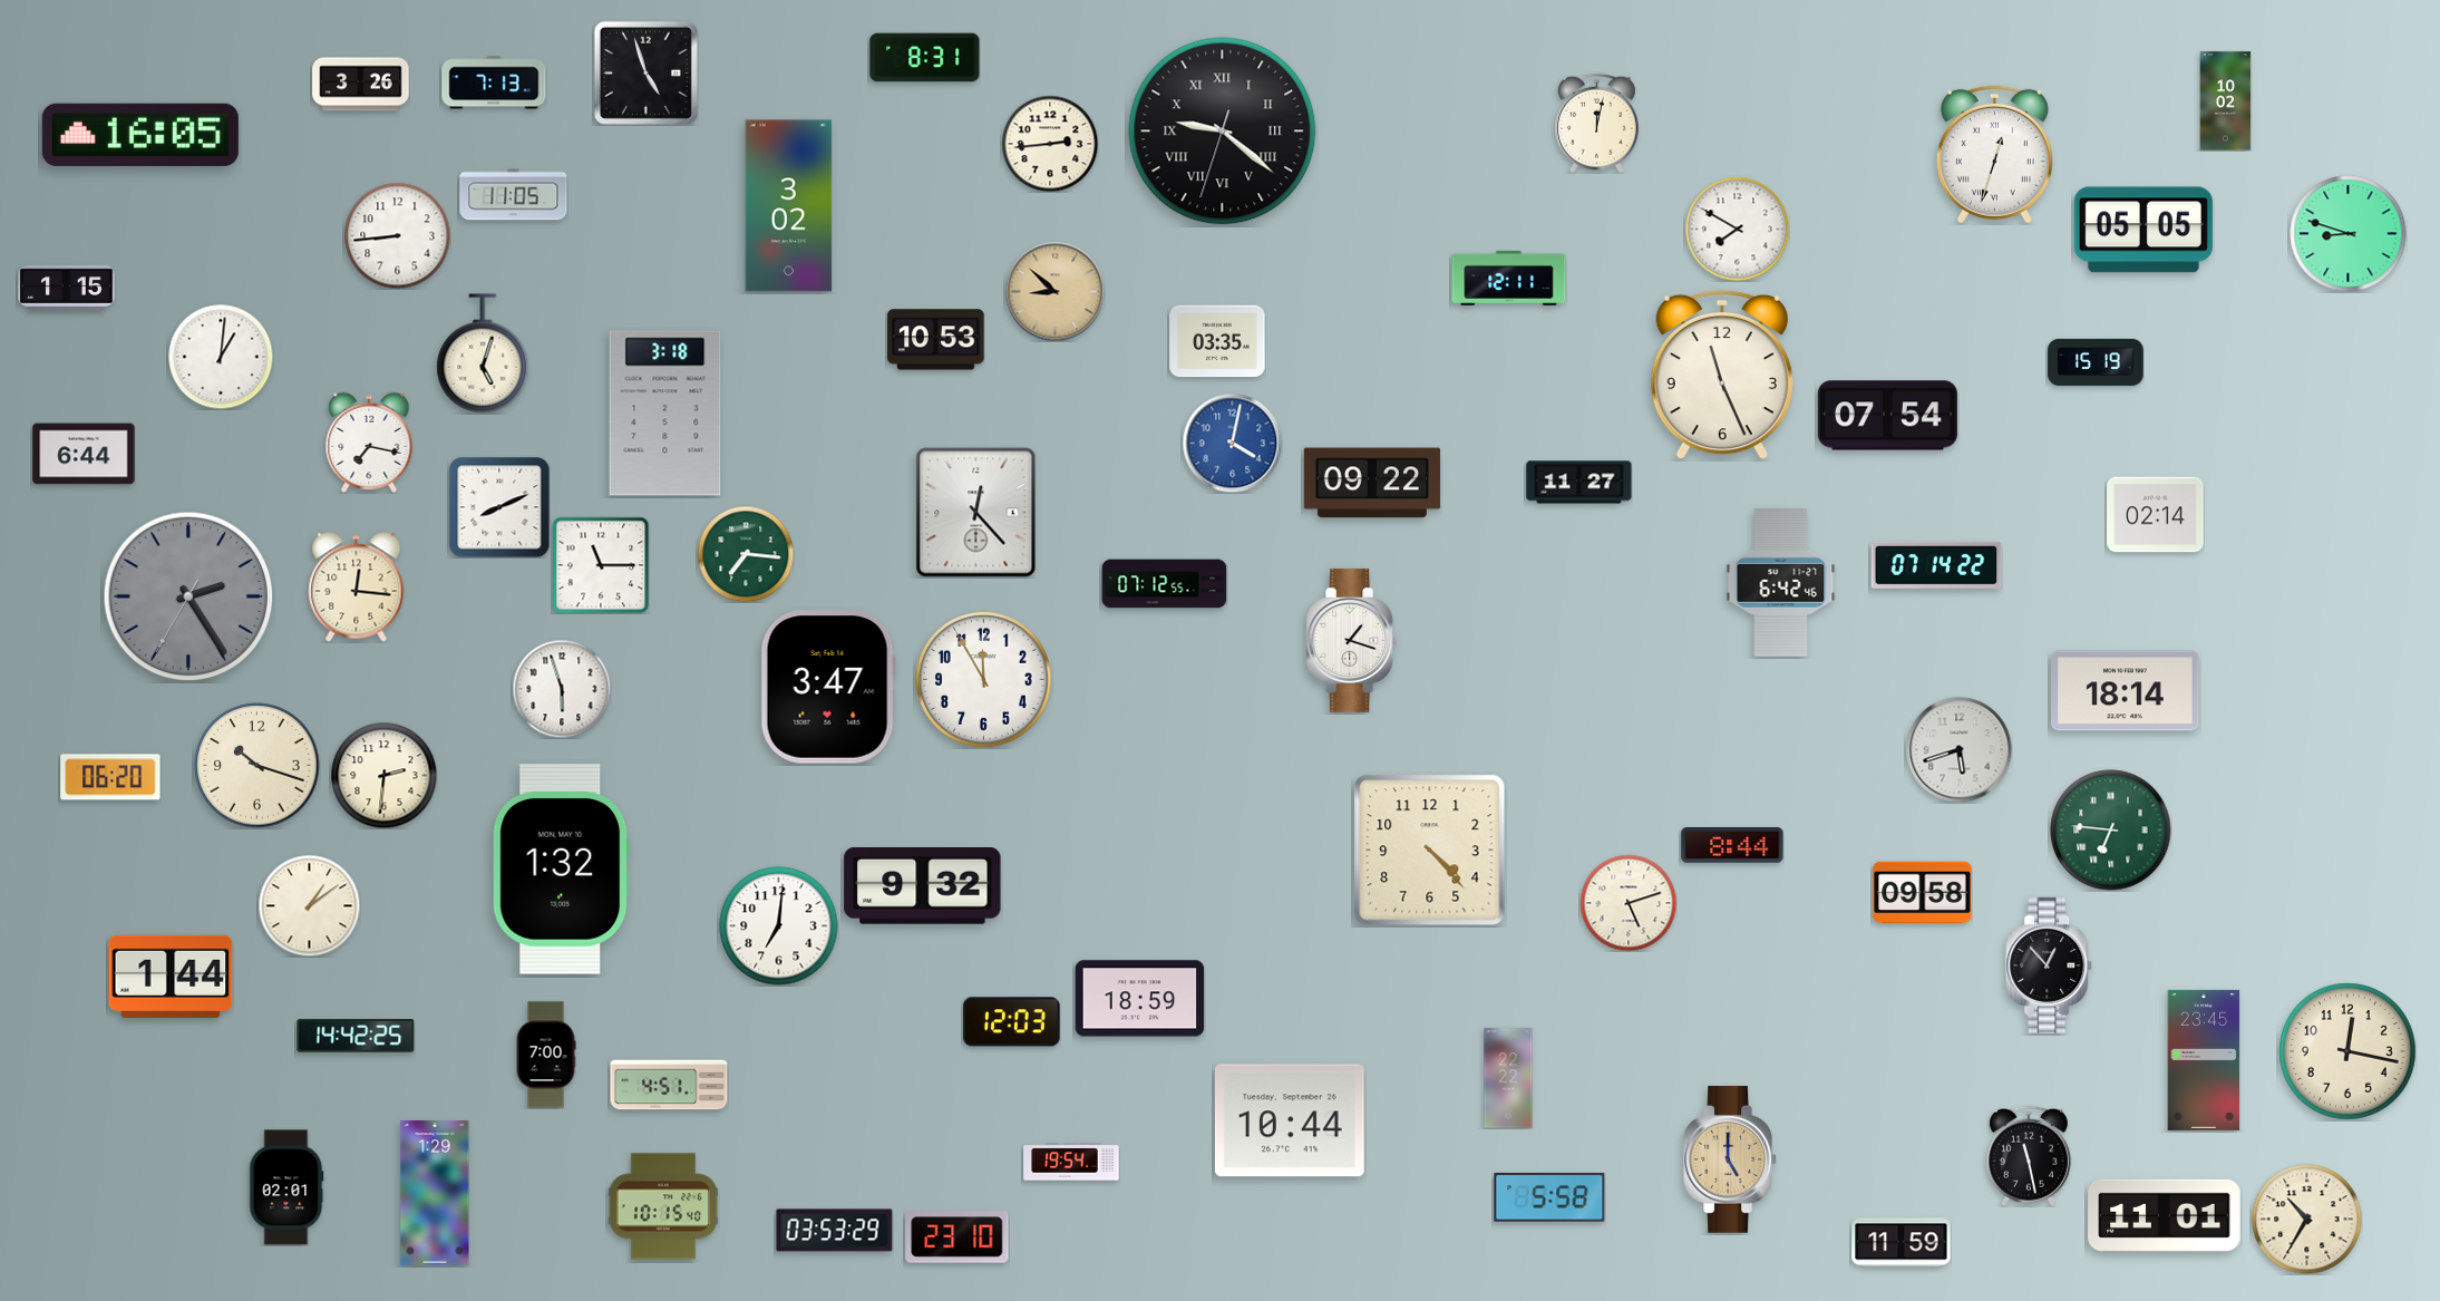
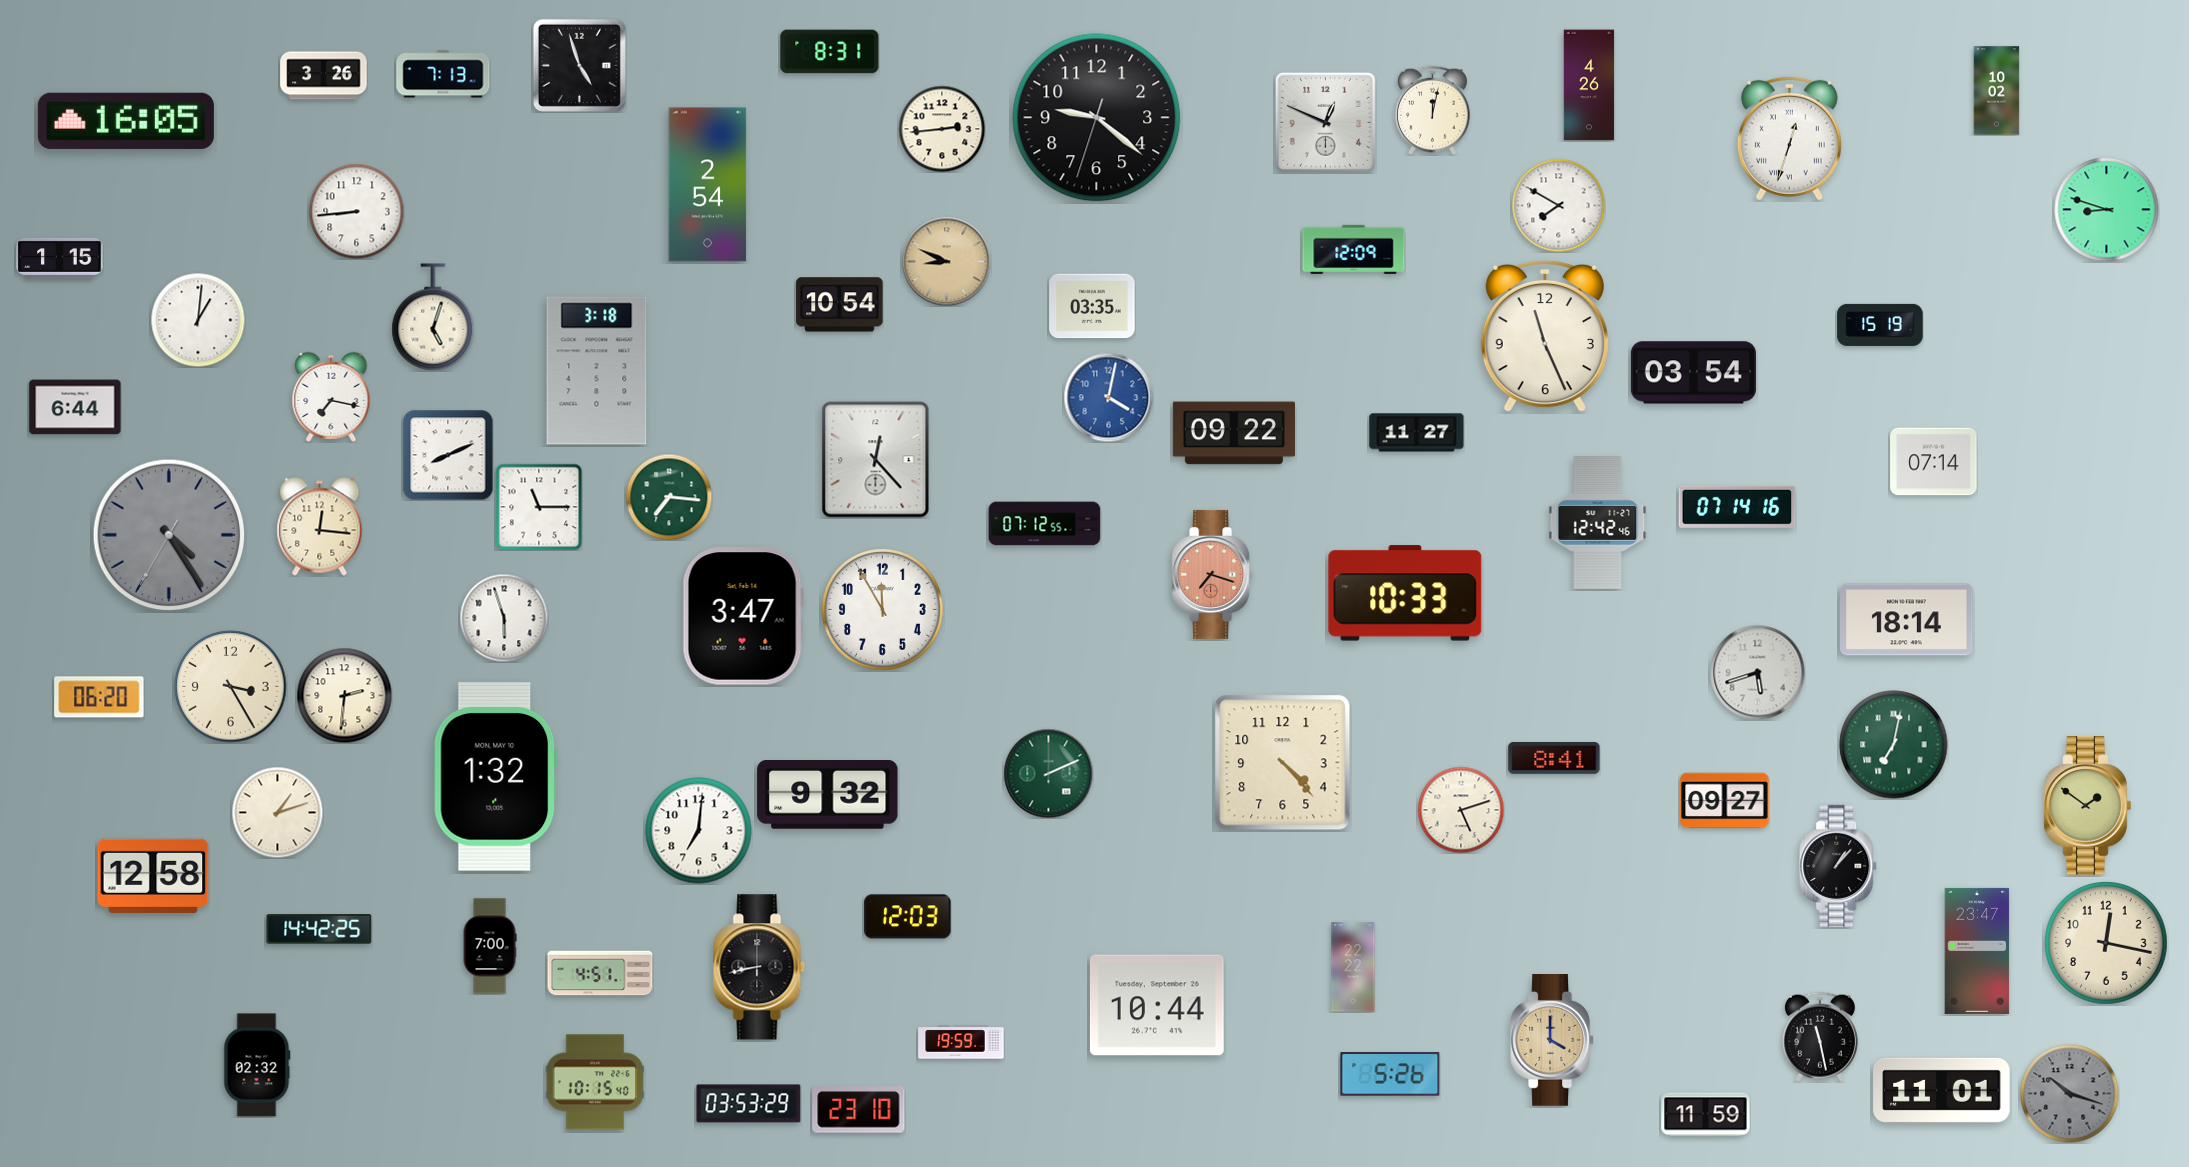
clock at (1589, 85): none -> 4:26
clock at (1223, 132) numerals: Roman -> Arabic
clock at (1325, 122): none -> 12:49
clock at (514, 195): 11:05 -> none
clock at (789, 206): 3:02 -> 2:54
clock at (2143, 230): 05:05 -> none
clock at (1509, 278): 12:11 -> 12:09
clock at (1054, 291): 8:52 -> 8:49
clock at (936, 340): 10:53 -> 10:54
clock at (1887, 416): 07:54 -> 03:54
clock at (1232, 443) position: (1232, 443) -> (1108, 397)
clock at (1372, 483) position: (1372, 483) -> (1234, 433)
clock at (2156, 515): 02:14 -> 07:14
clock at (1936, 565): 07:14:22 -> 07:14:16
clock at (1781, 583): 6:42 -> 12:42
clock at (188, 596): 2:24 -> 4:24
clock at (1352, 640): 1:18 -> 7:18
clock at (1352, 640) dial: white -> salmon
clock at (1405, 593): none -> 10:33
clock at (257, 766): 10:18 -> 3:25
clock at (2111, 831): 6:46 -> 7:02
clock at (1732, 845): 8:44 -> 8:41
clock at (1048, 773): none -> 2:11
clock at (562, 870) position: (562, 870) -> (496, 777)
clock at (1923, 893): 09:58 -> 09:27
clock at (2088, 806): none -> 1:51
clock at (309, 905): 1:09 -> 1:12
clock at (2050, 965): 12:53 -> 1:07
clock at (171, 977): 1:44 -> 12:58
clock at (1140, 999): 18:59 -> none
clock at (2204, 1060): 23:45 -> 23:47
clock at (759, 967): none -> 8:43
clock at (1730, 1161): 5:00 -> 4:00
clock at (1071, 1162): 19:54 -> 19:59
clock at (286, 1187): 02:01 -> 02:32
clock at (435, 1193): 1:29 -> none
clock at (1549, 1198): 5:58 -> 5:26
clock at (2307, 1220): 10:35 -> 10:18
clock at (2307, 1220) dial: cream -> grey
